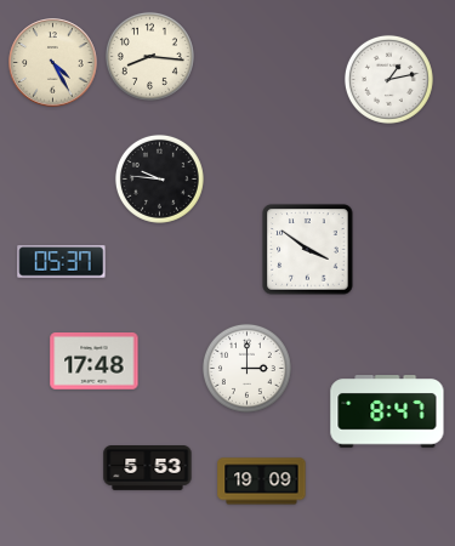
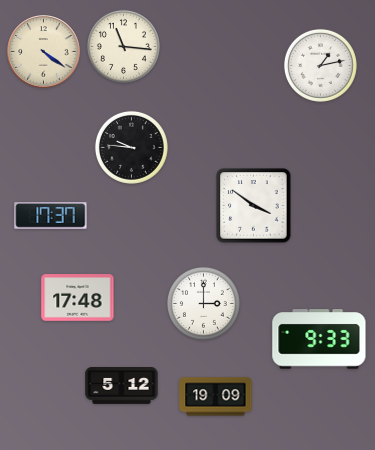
clock at (149, 56): 8:16 -> 11:16
clock at (53, 63): 4:25 -> 4:21
clock at (62, 262): 05:37 -> 17:37
clock at (387, 411): 8:47 -> 9:33
clock at (148, 468): 5:53 -> 5:12
